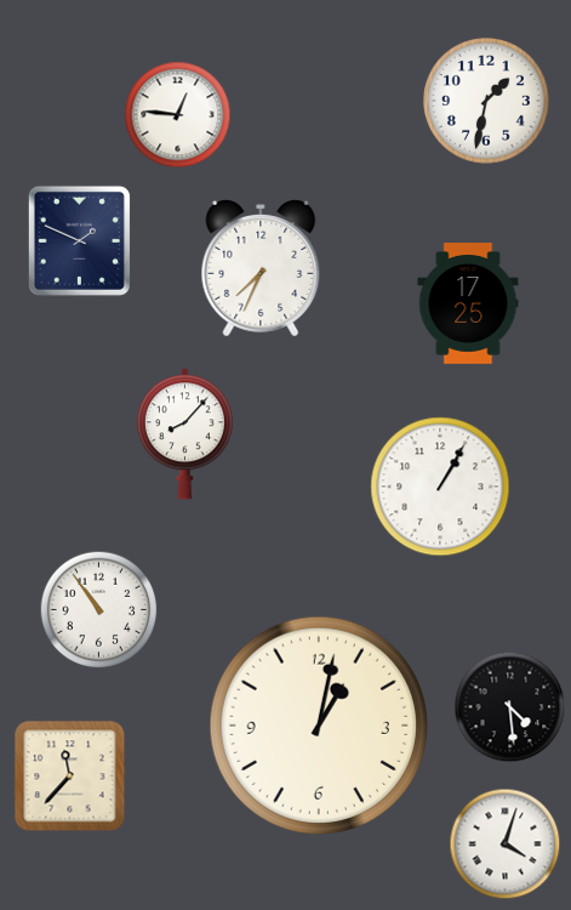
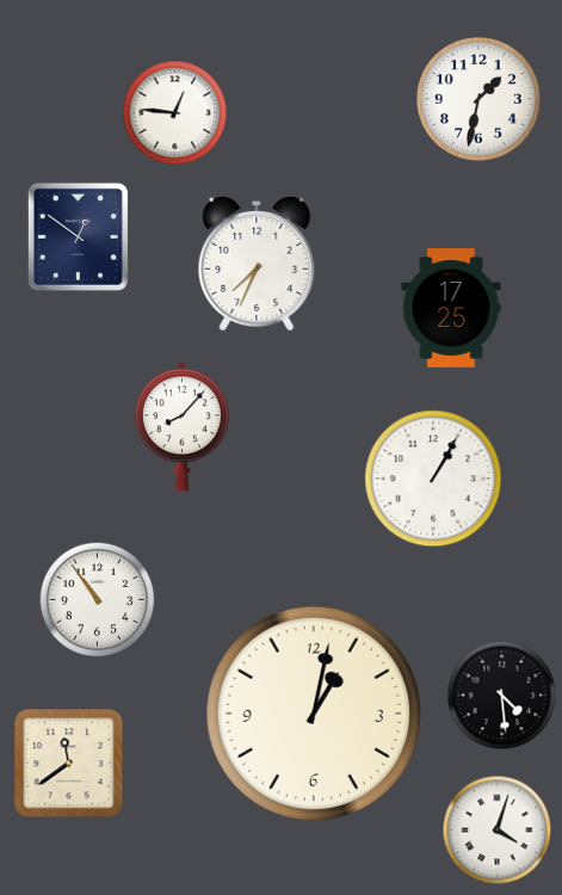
clock at (79, 240): 1:49 -> 12:51
clock at (468, 305) position: (468, 305) -> (451, 309)
clock at (70, 777): 11:37 -> 11:39
